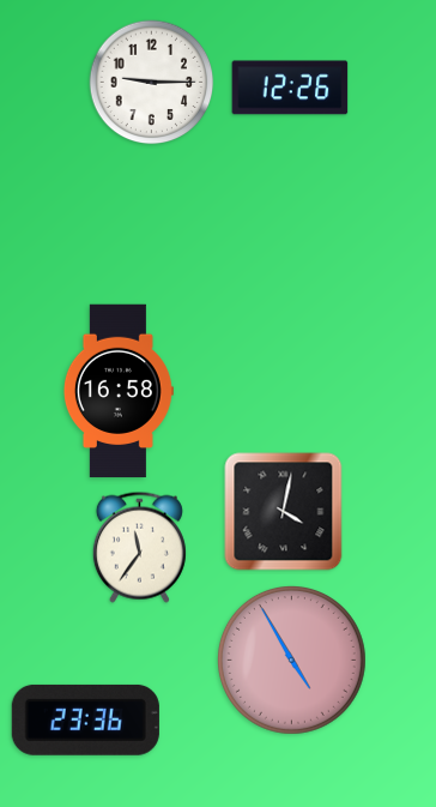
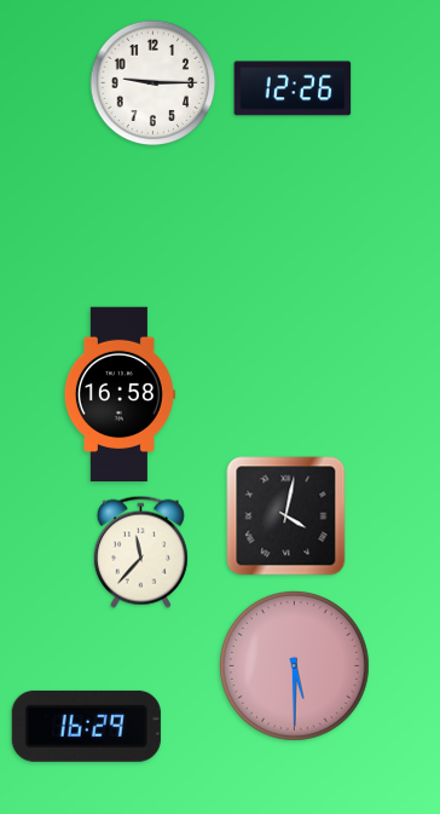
clock at (139, 547): 11:36 -> 11:37
clock at (291, 660): 4:55 -> 5:30
clock at (85, 719): 23:36 -> 16:29
